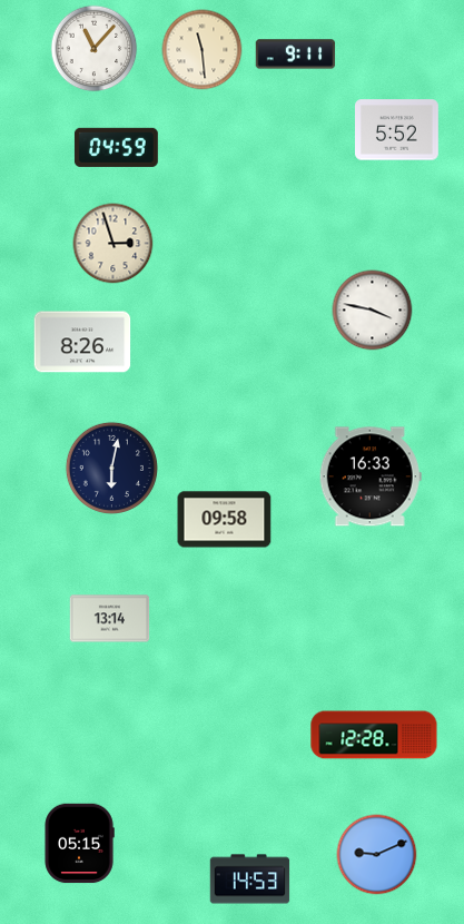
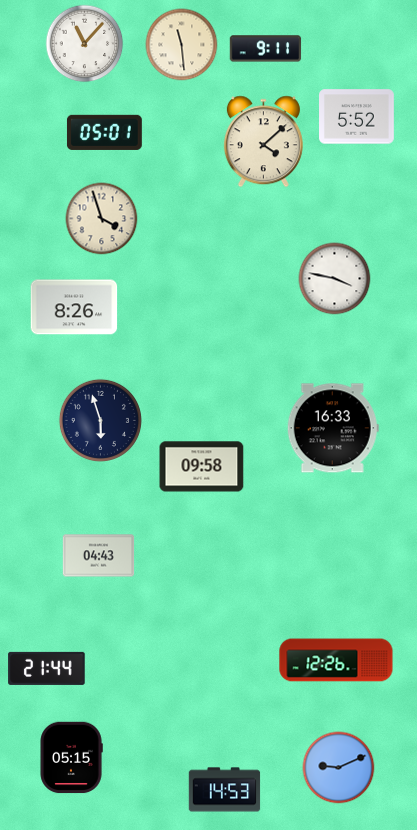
clock at (116, 147): 04:59 -> 05:01
clock at (263, 142): none -> 4:08
clock at (113, 244): 2:57 -> 3:57
clock at (111, 468): 6:02 -> 5:57
clock at (110, 619): 13:14 -> 04:43
clock at (374, 735): 12:28 -> 12:26
clock at (47, 668): none -> 21:44
